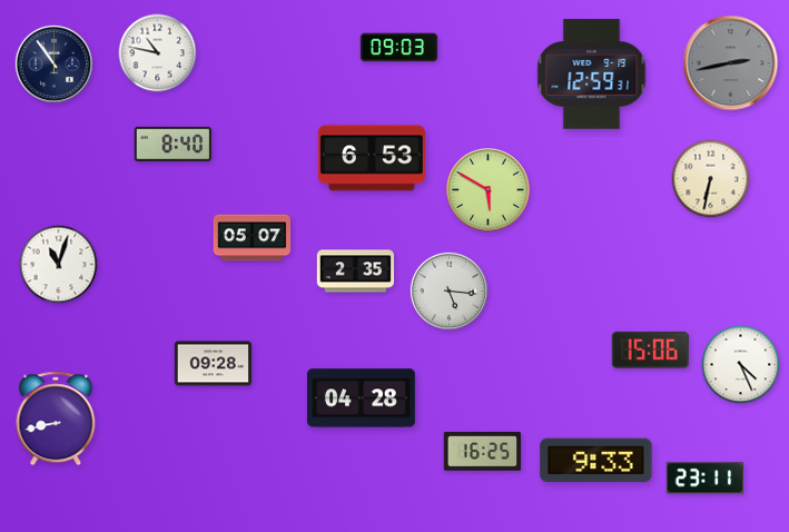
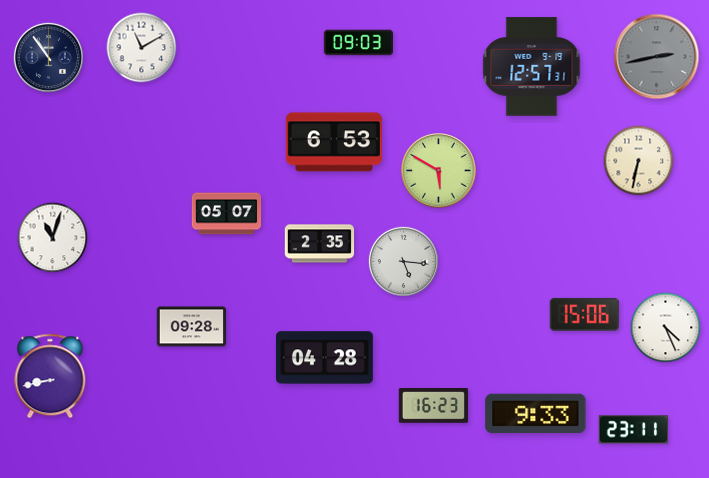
clock at (158, 53): 10:47 -> 11:10
clock at (592, 75): 12:59 -> 12:57
clock at (172, 144): 8:40 -> none
clock at (482, 452): 16:25 -> 16:23
